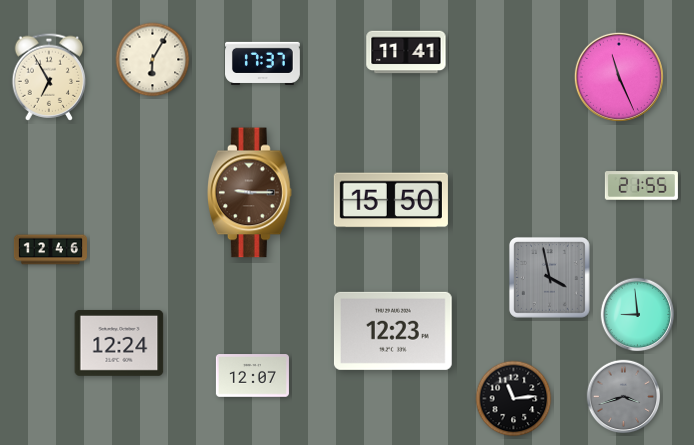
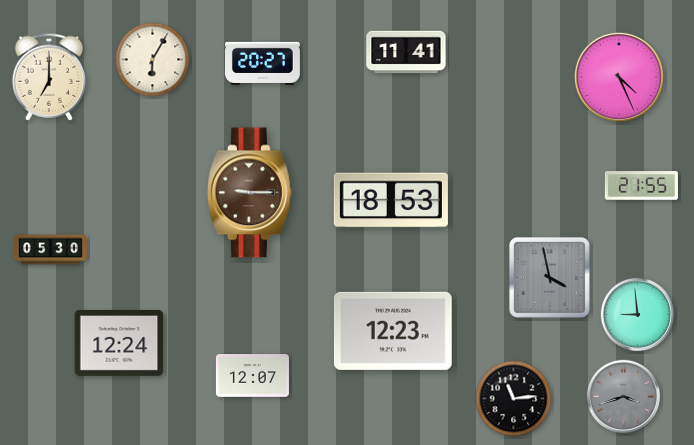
clock at (263, 63): 17:37 -> 20:27
clock at (49, 77): 6:55 -> 7:00
clock at (619, 77): 11:26 -> 4:26
clock at (391, 200): 15:50 -> 18:53
clock at (50, 250): 12:46 -> 05:30
